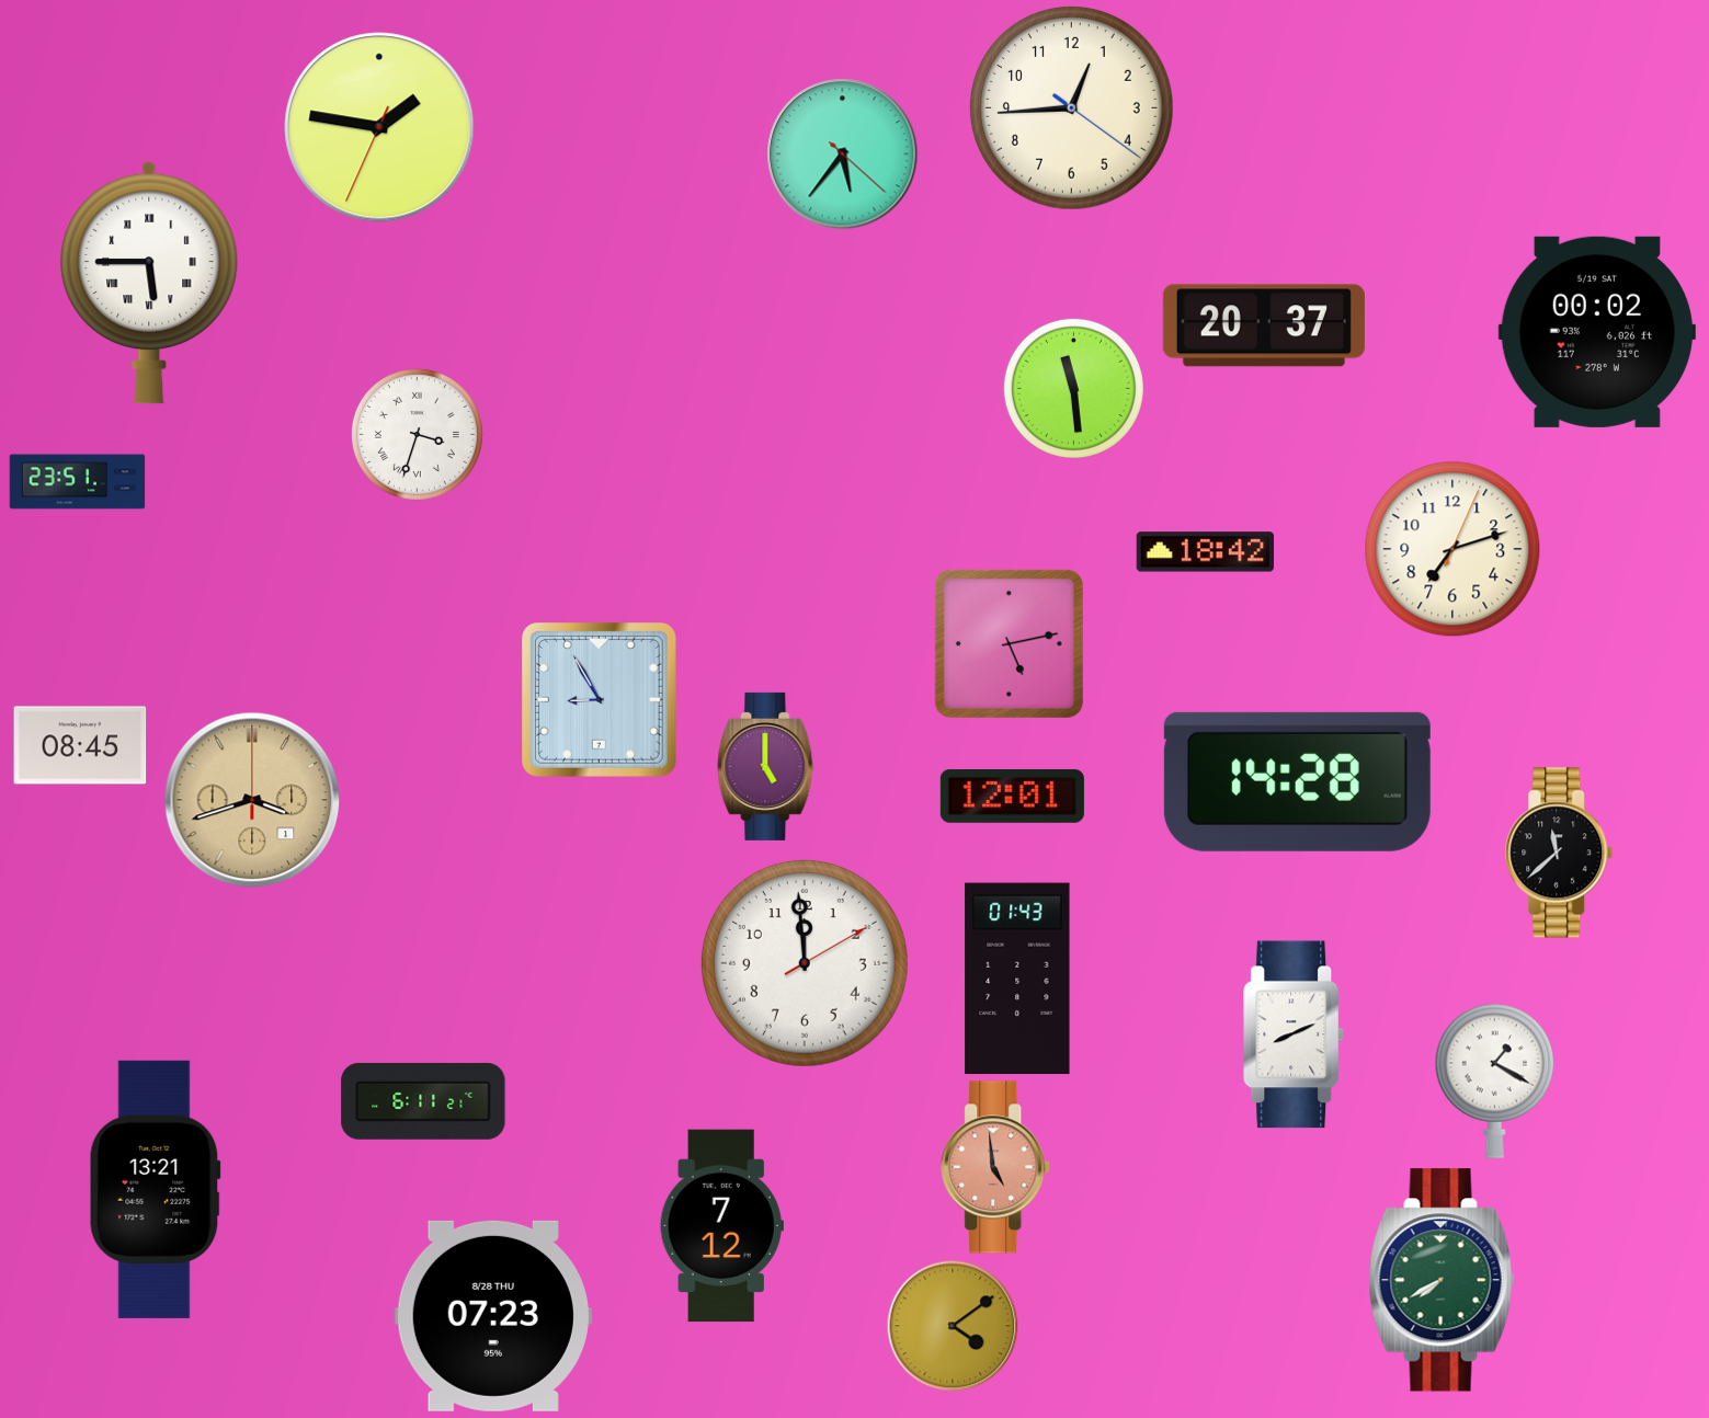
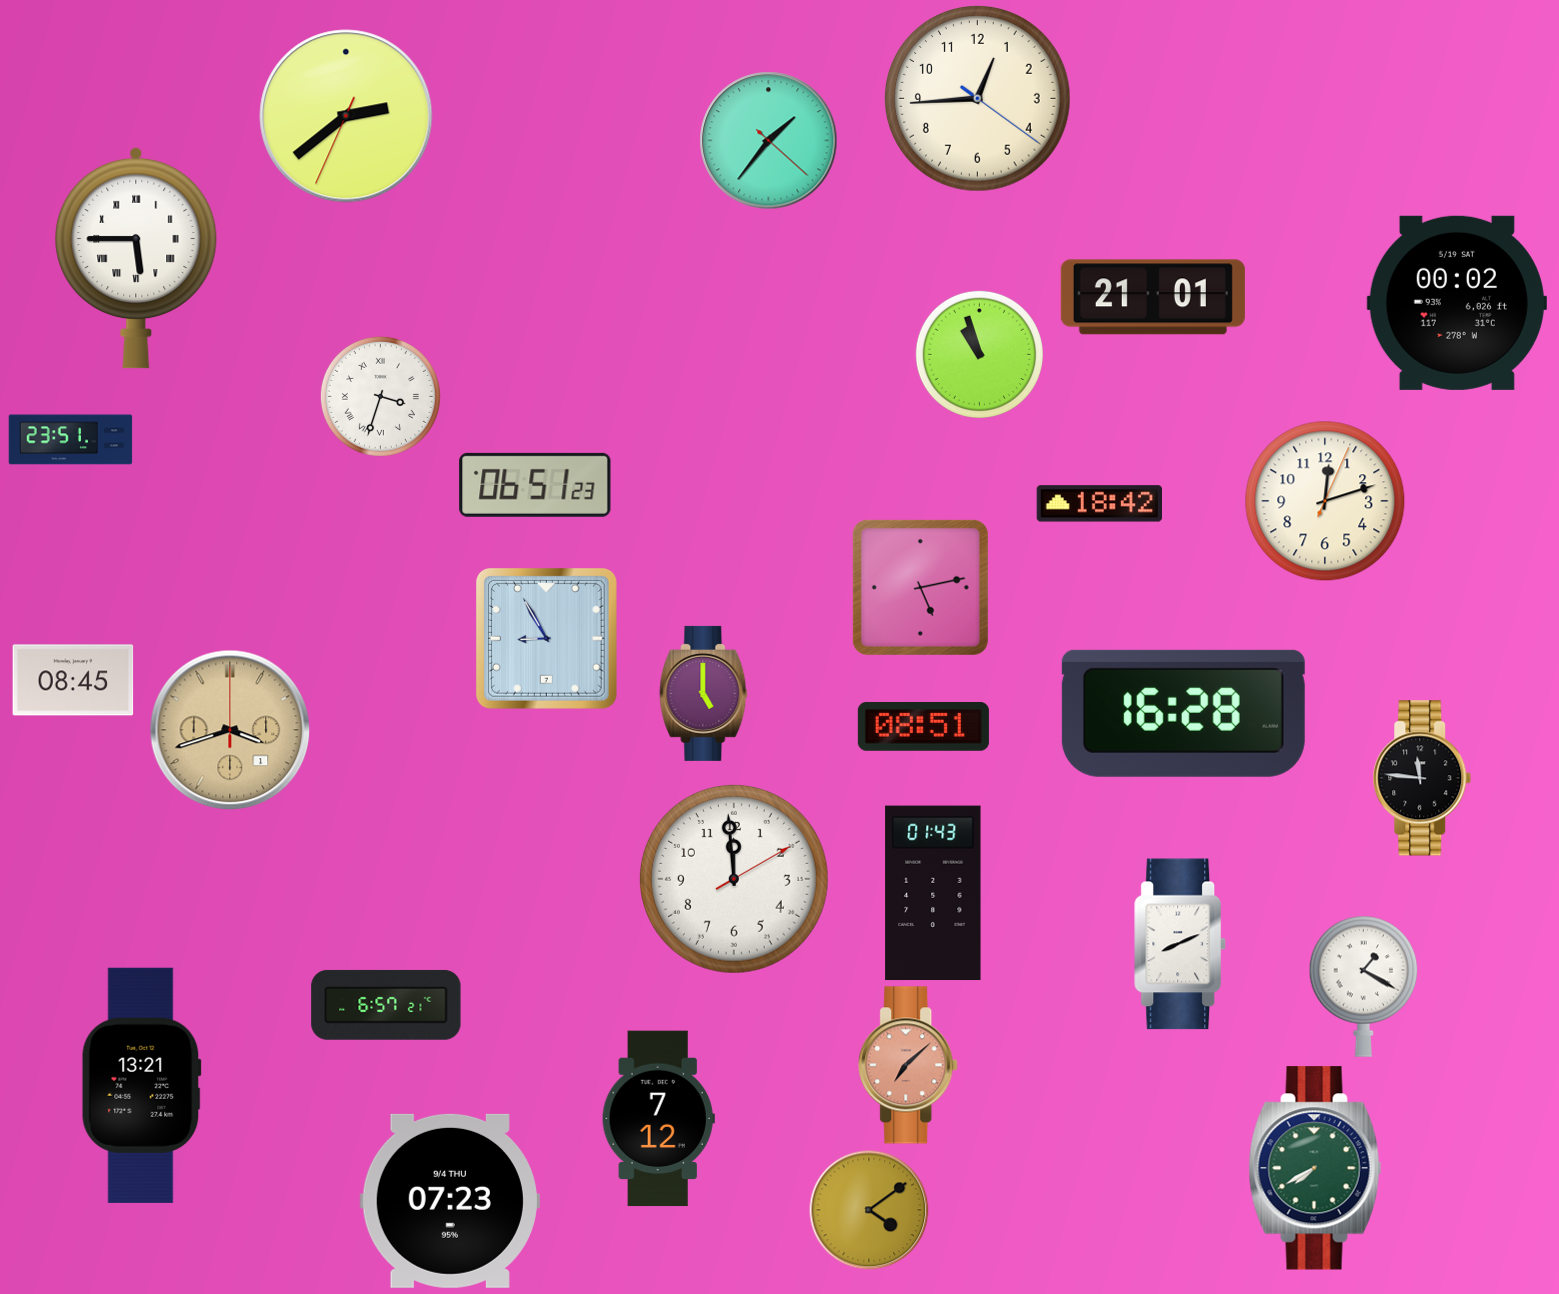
clock at (379, 127): 1:46 -> 2:38
clock at (843, 155): 5:36 -> 1:36
clock at (1264, 325): 20:37 -> 21:01
clock at (1073, 388): 11:29 -> 10:57
clock at (535, 485): none -> 06:51
clock at (1452, 549): 7:12 -> 12:12
clock at (766, 766) position: (766, 766) -> (704, 693)
clock at (1297, 781): 14:28 -> 16:28
clock at (1012, 796): 12:01 -> 08:51
clock at (1559, 853): 11:38 -> 11:46
clock at (1017, 979) position: (1017, 979) -> (933, 893)
clock at (423, 1101): 6:11 -> 6:57
clock at (996, 1167): 4:59 -> 7:08
clock at (493, 1316) date: 8/28 THU -> 9/4 THU
